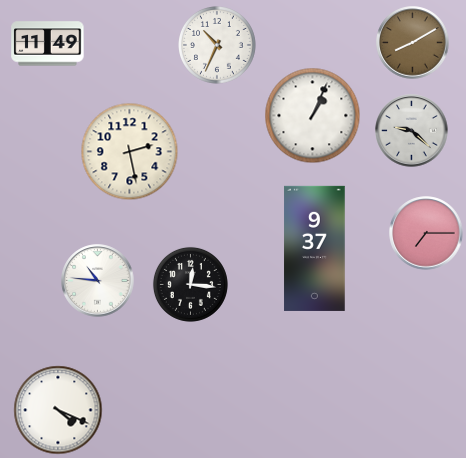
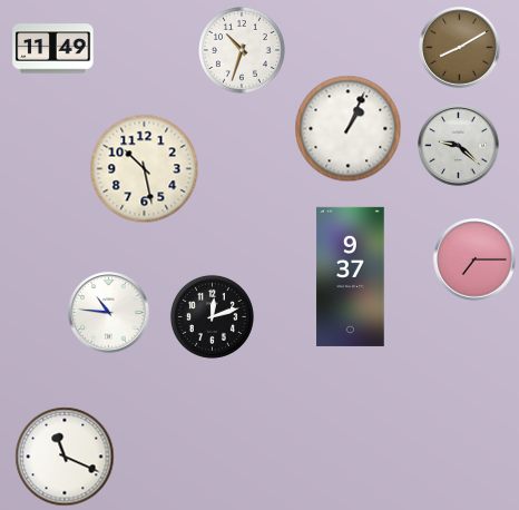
clock at (218, 46): 10:34 -> 10:33
clock at (130, 152): 2:28 -> 10:28
clock at (190, 284): 12:16 -> 12:12
clock at (58, 410): 4:19 -> 11:19
